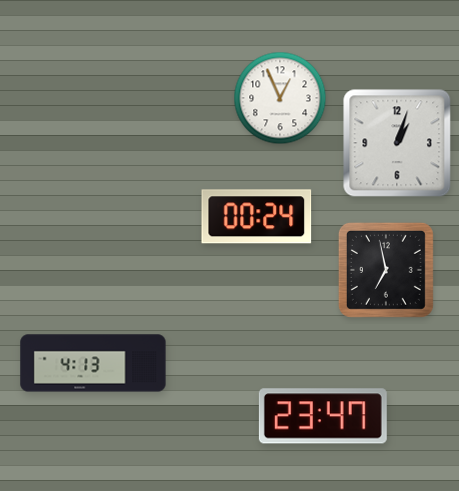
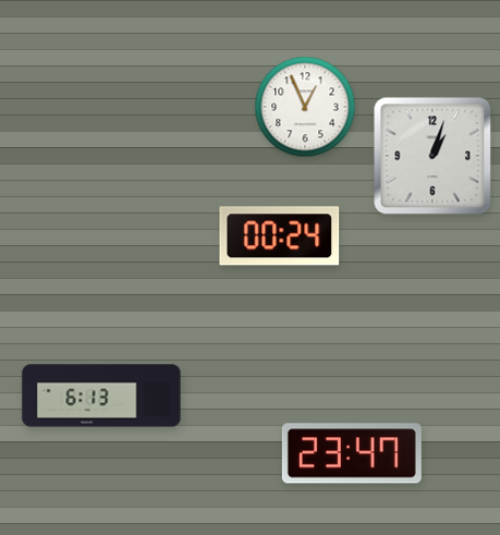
clock at (386, 270): 6:58 -> none
clock at (93, 363): 4:13 -> 6:13
